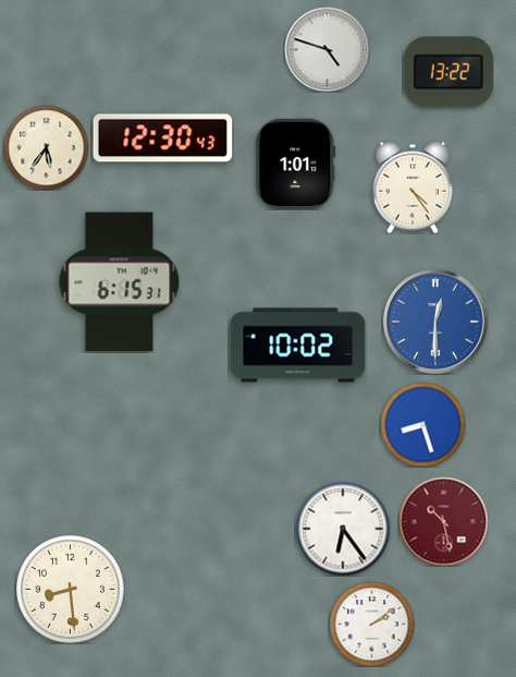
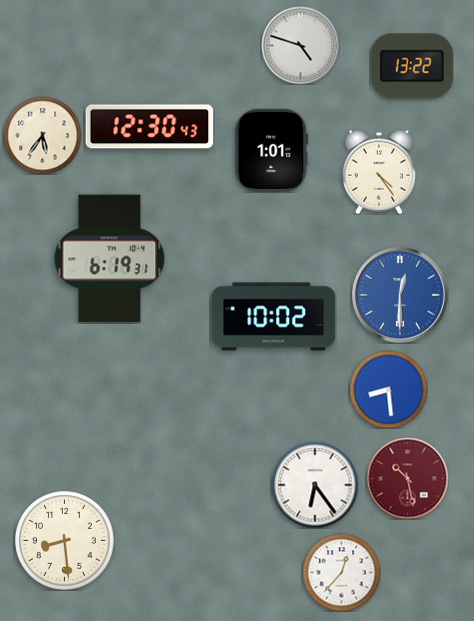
clock at (120, 282): 6:15 -> 6:19
clock at (422, 424): 8:27 -> 8:29
clock at (371, 624): 2:09 -> 12:37
